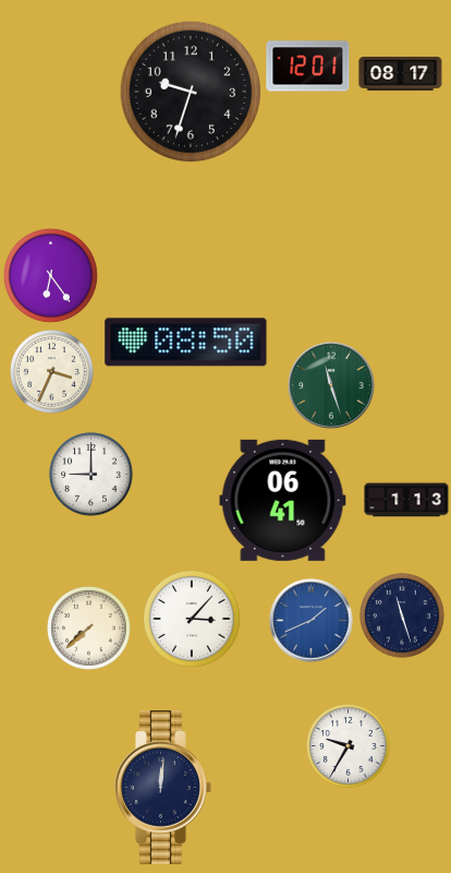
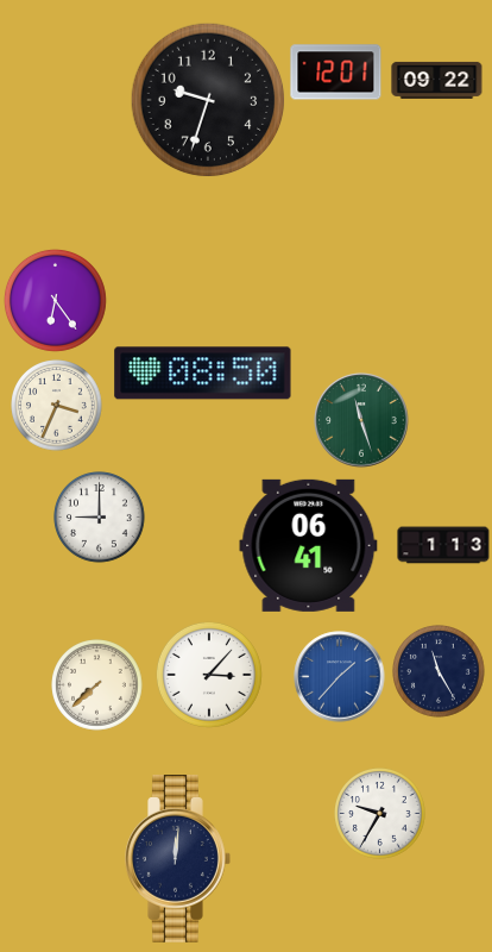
clock at (401, 73): 08:17 -> 09:22
clock at (403, 617): 11:27 -> 11:25
clock at (312, 621): 1:41 -> 1:37
